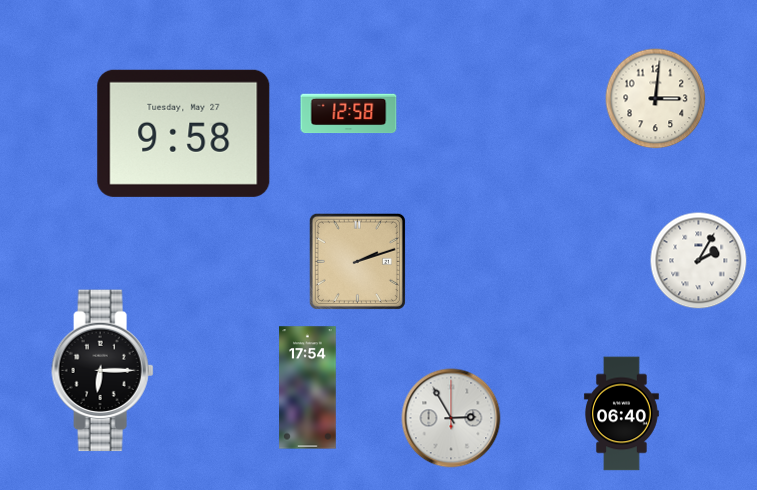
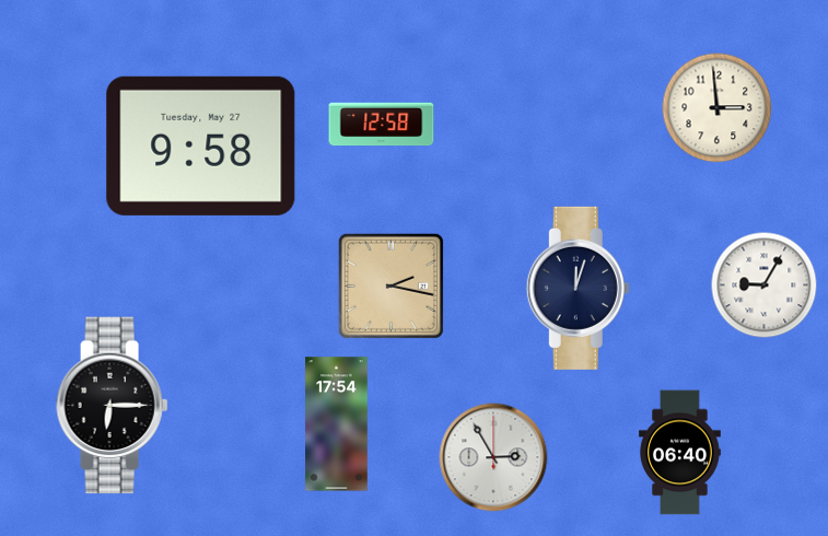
clock at (656, 99): 3:01 -> 2:59
clock at (357, 261): 2:12 -> 2:17
clock at (699, 261): 2:05 -> 9:05
clock at (578, 288): none -> 12:03
